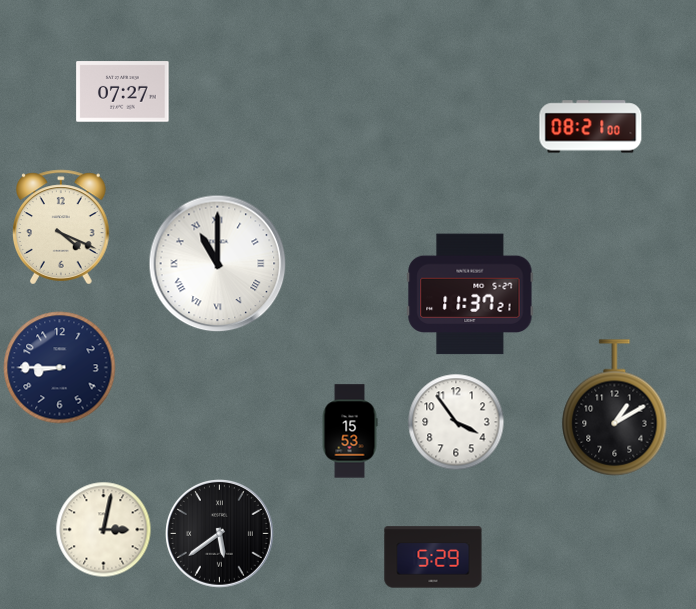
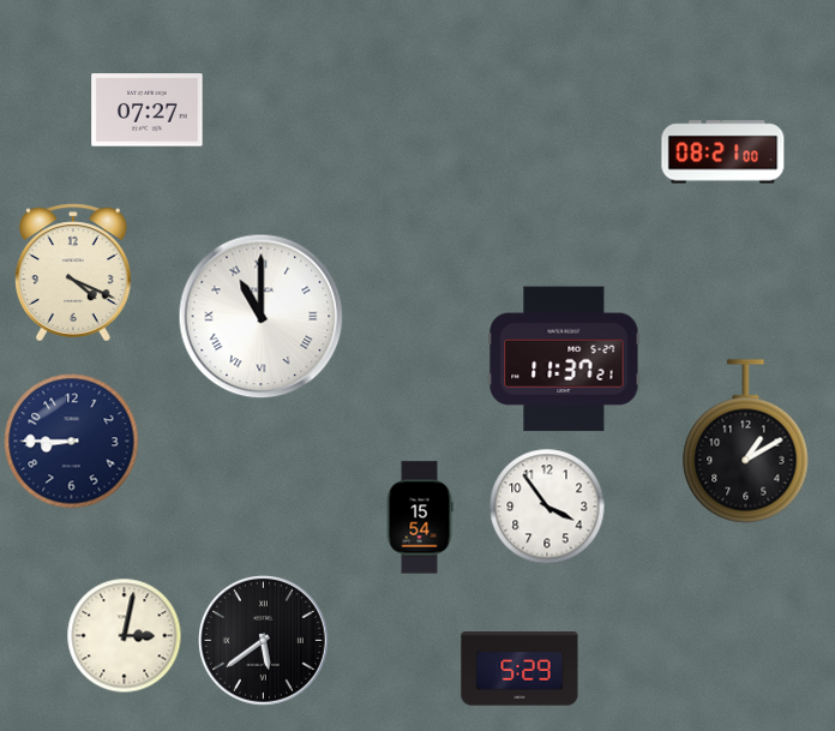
clock at (591, 127) position: (591, 127) -> (723, 152)
clock at (470, 294) position: (470, 294) -> (564, 359)
clock at (615, 408) position: (615, 408) -> (746, 442)
clock at (350, 431): 15:53 -> 15:54
